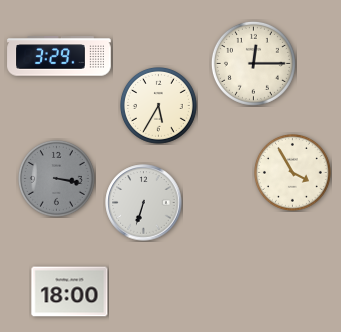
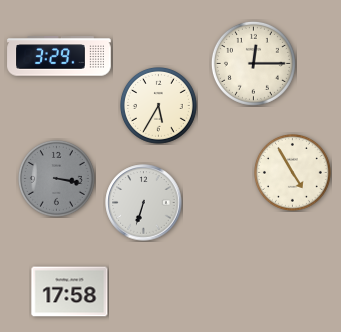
clock at (293, 173): 3:55 -> 4:55
clock at (70, 292): 18:00 -> 17:58
